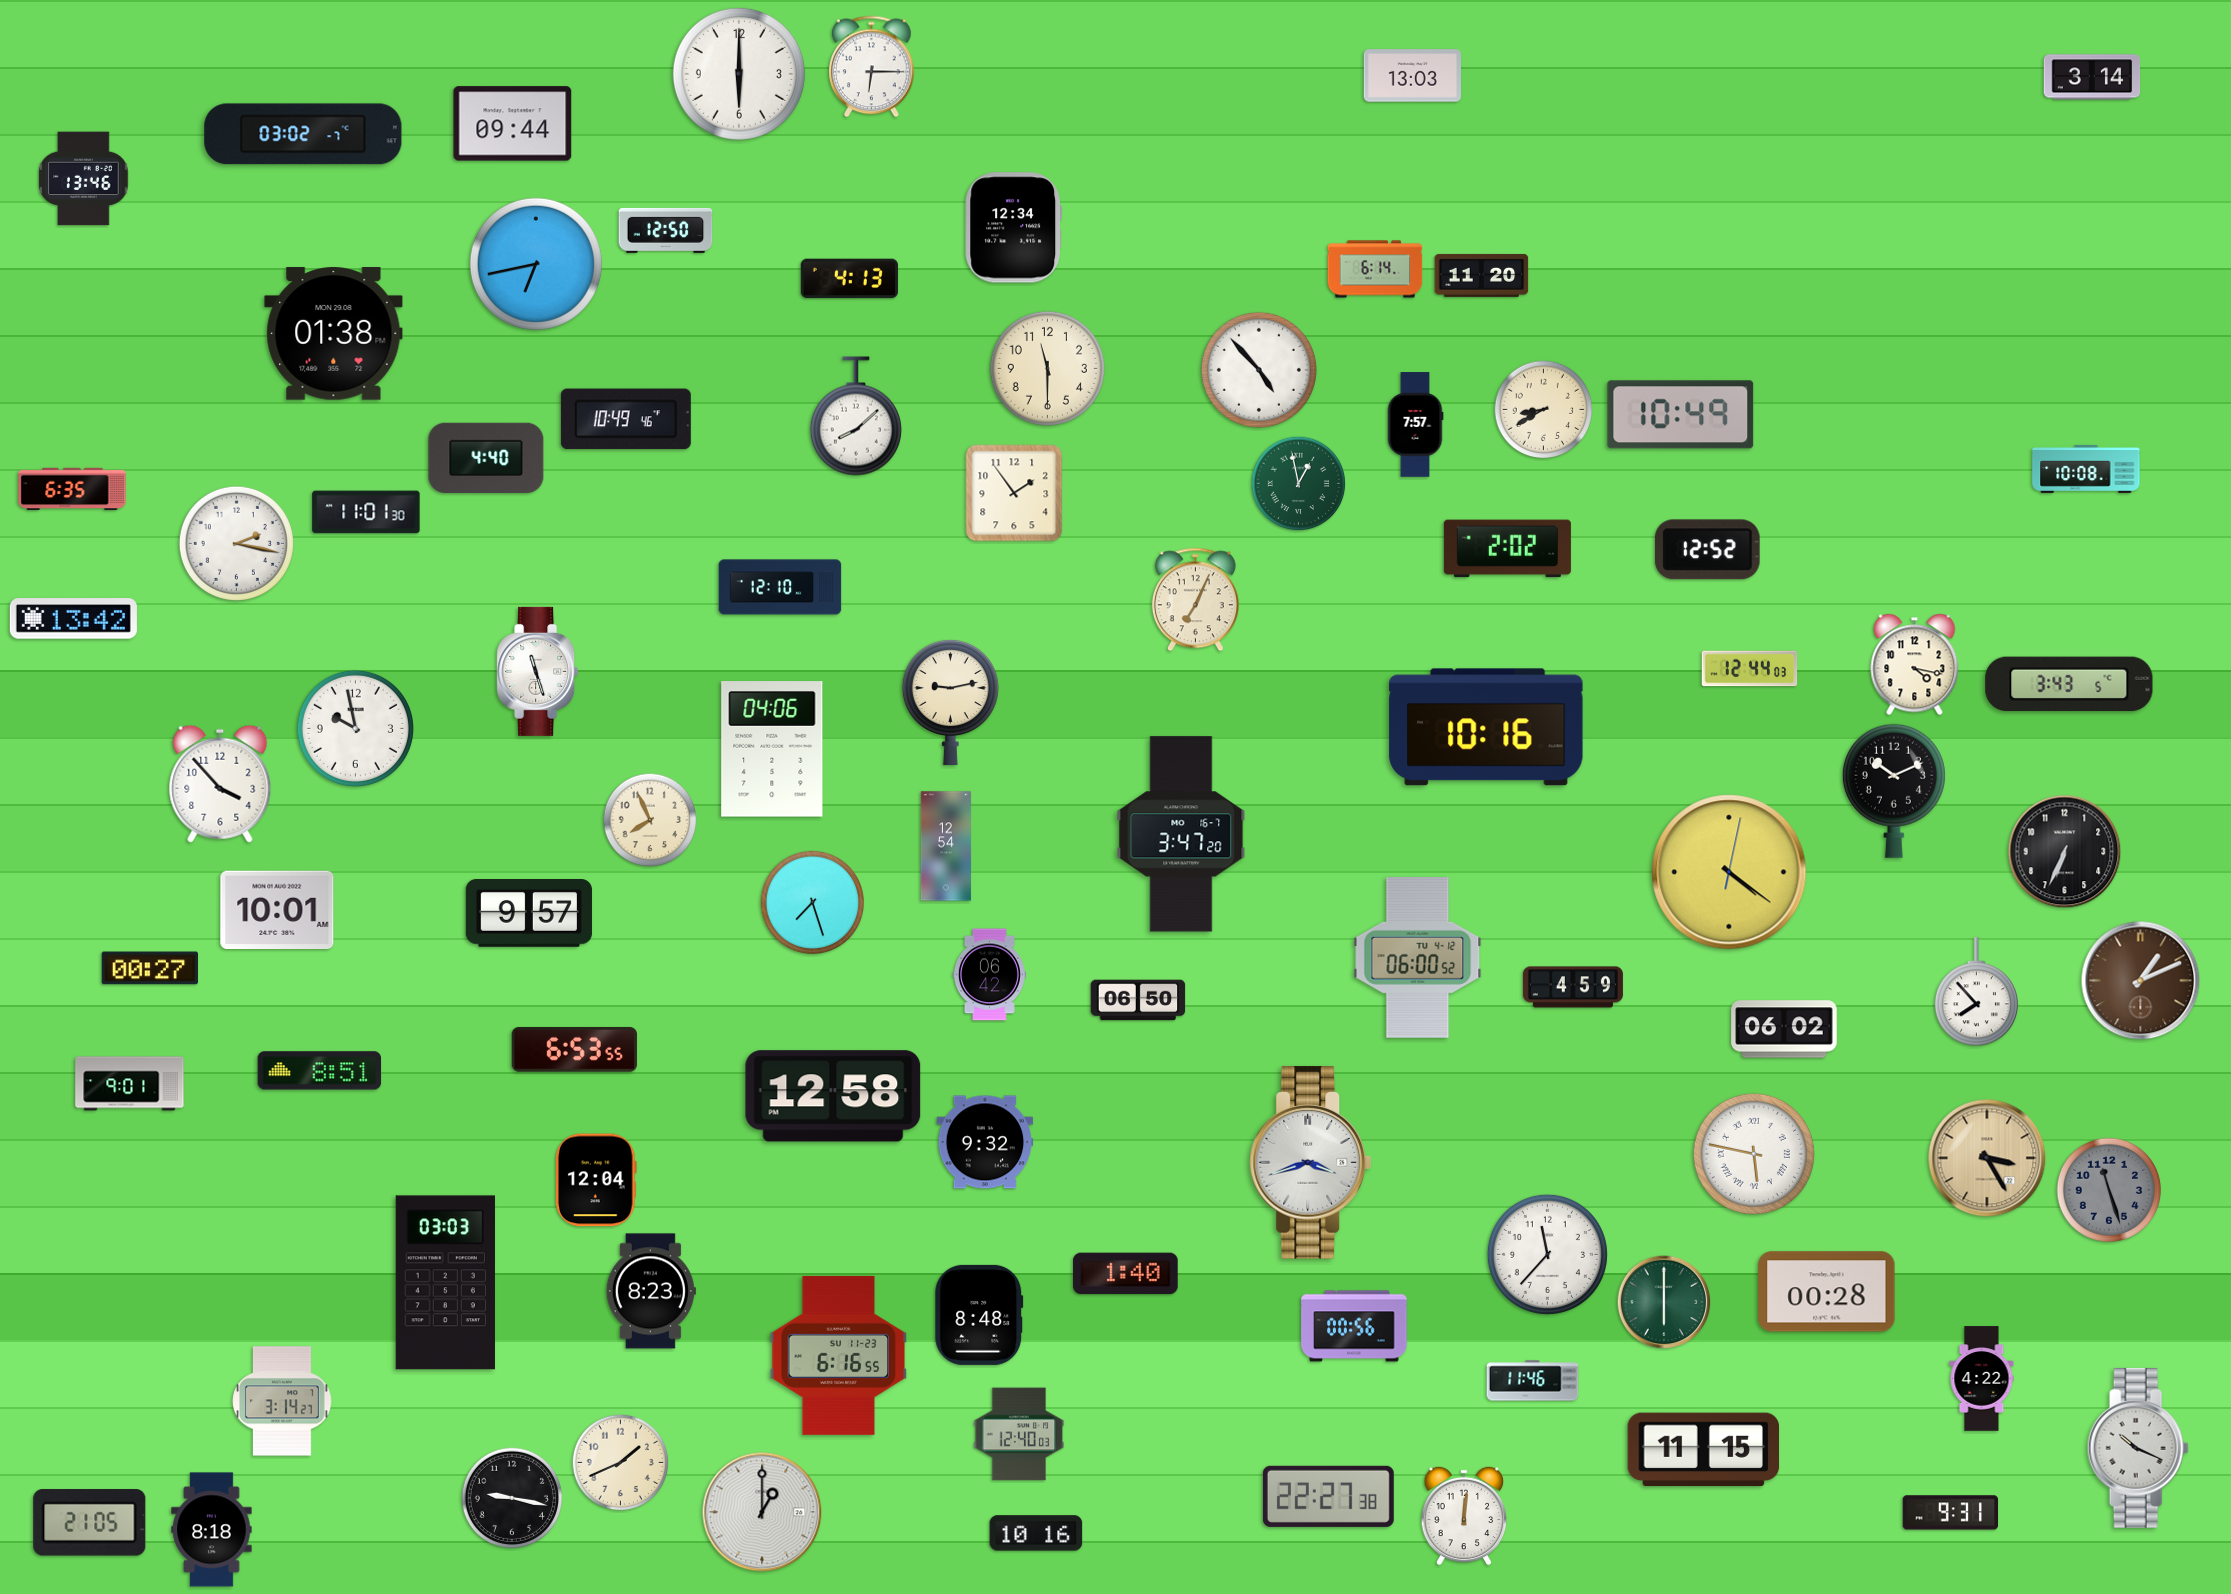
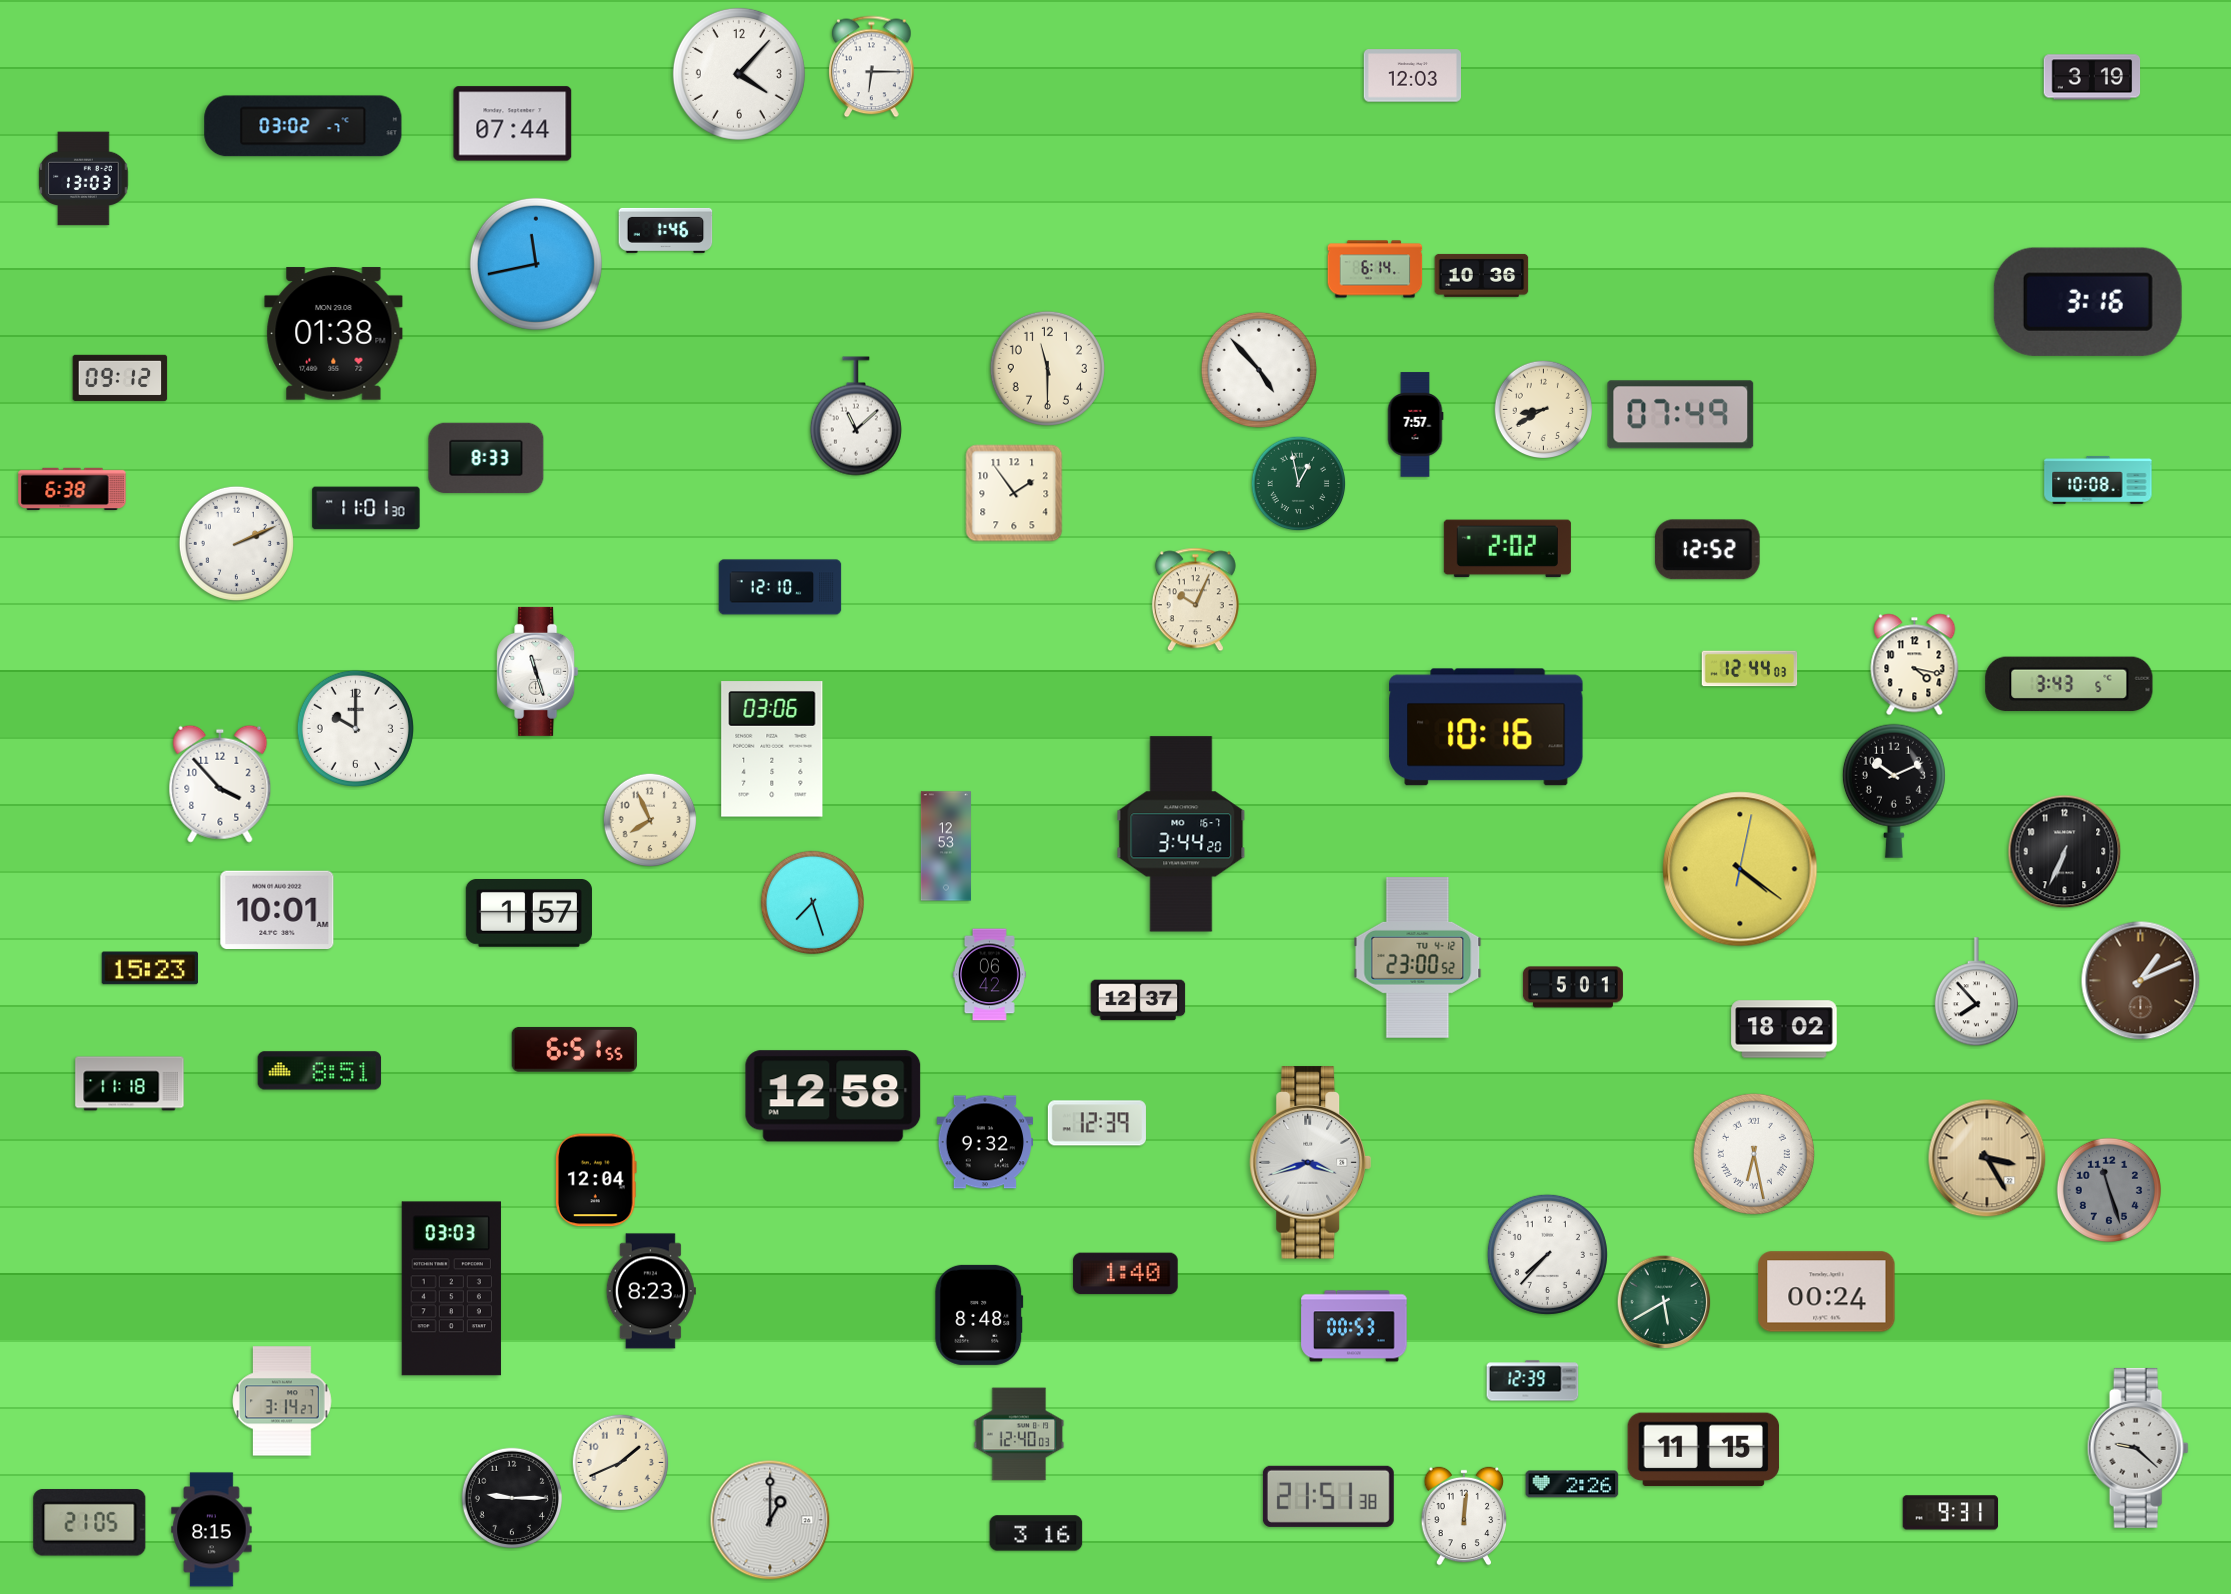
clock at (739, 74): 6:00 -> 4:07
clock at (1412, 76): 13:03 -> 12:03
clock at (2092, 77): 3:14 -> 3:19
clock at (513, 124): 09:44 -> 07:44
clock at (303, 134) position: (303, 134) -> (303, 126)
clock at (84, 179): 13:46 -> 13:03
clock at (1013, 228): 12:34 -> none
clock at (666, 230): 12:50 -> 1:46
clock at (536, 264): 6:43 -> 11:43
clock at (1482, 275): 11:20 -> 10:36
clock at (849, 279): 4:13 -> none
clock at (2088, 302): none -> 3:16
clock at (120, 378): none -> 09:12
clock at (1681, 415): 10:49 -> 07:49
clock at (856, 416): 8:08 -> 11:08
clock at (626, 419): 10:49 -> none
clock at (486, 457): 4:40 -> 8:33
clock at (2086, 469) position: (2086, 469) -> (2098, 480)
clock at (72, 489): 6:35 -> 6:38
clock at (366, 512) position: (366, 512) -> (366, 508)
clock at (236, 543): 2:17 -> 2:11
clock at (1195, 600): 7:04 -> 10:04
clock at (73, 619): 13:42 -> none
clock at (950, 701): 9:13 -> none
clock at (355, 728): 9:58 -> 10:00
clock at (772, 749): 04:06 -> 03:06
clock at (1181, 834): 3:47 -> 3:44
clock at (946, 846): 12:54 -> 12:53
clock at (1729, 872) position: (1729, 872) -> (1740, 869)
clock at (529, 914): 9:57 -> 1:57
clock at (1418, 958): 06:00 -> 23:00
clock at (149, 968): 00:27 -> 15:23
clock at (1573, 987): 4:59 -> 5:01
clock at (1138, 1000): 06:50 -> 12:37
clock at (1784, 1029): 06:02 -> 18:02
clock at (574, 1049): 6:53 -> 6:51
clock at (130, 1084): 9:01 -> 11:18
clock at (1097, 1123): none -> 12:39
clock at (1754, 1154): 5:47 -> 6:28
clock at (1547, 1254): 11:37 -> 7:37
clock at (445, 1283) position: (445, 1283) -> (451, 1289)
clock at (1827, 1292): 00:28 -> 00:24
clock at (1664, 1302): 6:00 -> 5:40
clock at (1354, 1326): 00:56 -> 00:53
clock at (839, 1355): 6:16 -> none
clock at (1982, 1379): 4:22 -> none
clock at (1533, 1381): 11:46 -> 12:39
clock at (2138, 1448): 10:19 -> 9:22
clock at (1572, 1484): none -> 2:26
clock at (1328, 1496): 22:27 -> 21:51
clock at (511, 1497): 9:17 -> 9:15
clock at (762, 1512) position: (762, 1512) -> (770, 1520)
clock at (212, 1530): 8:18 -> 8:15
clock at (1036, 1533): 10:16 -> 3:16
